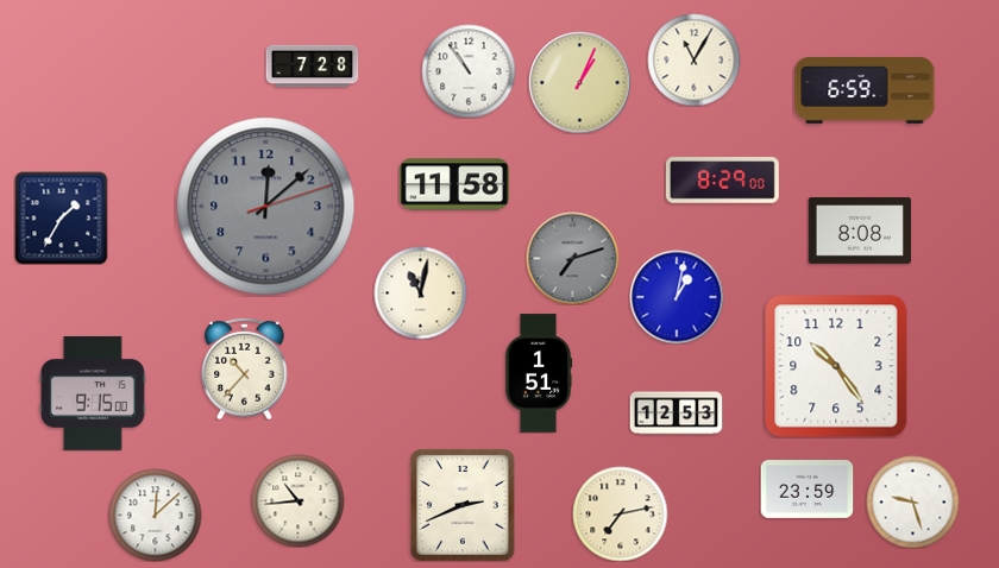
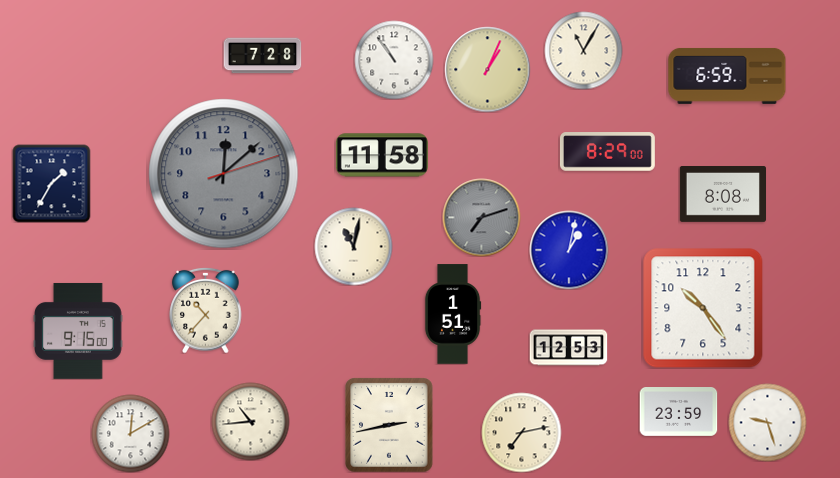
clock at (463, 505): 2:41 -> 2:43
clock at (155, 515): 12:08 -> 12:10
